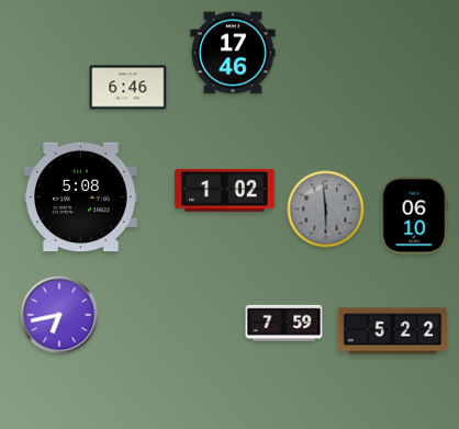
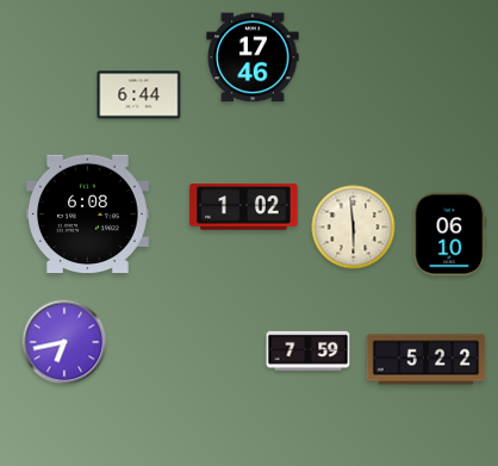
clock at (128, 88): 6:46 -> 6:44
clock at (80, 197): 5:08 -> 6:08
clock at (326, 210) dial: grey -> cream
